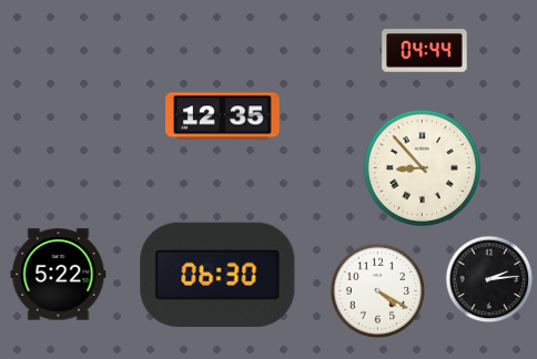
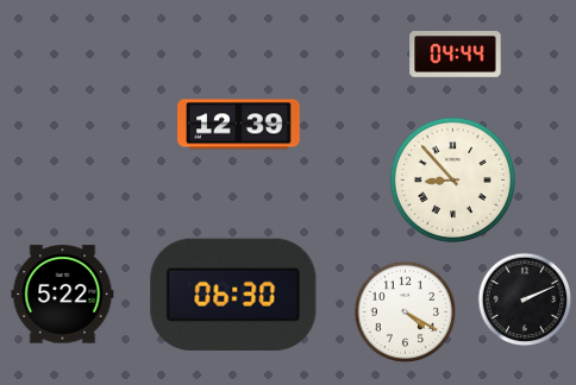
clock at (223, 116): 12:35 -> 12:39
clock at (489, 279): 2:14 -> 2:11
